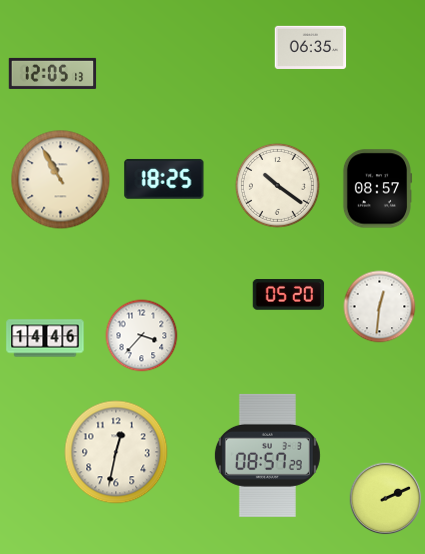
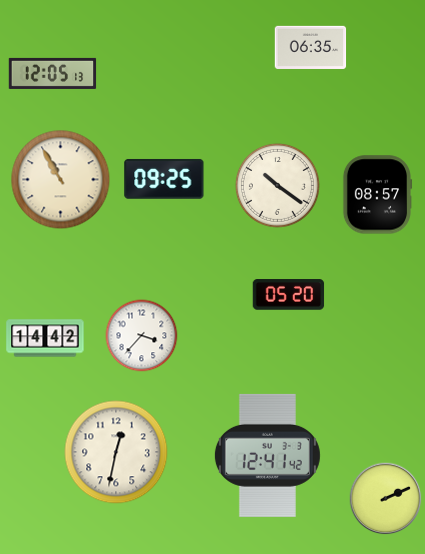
clock at (164, 179): 18:25 -> 09:25
clock at (377, 189) position: (377, 189) -> (377, 195)
clock at (380, 307): 12:31 -> none
clock at (45, 338): 14:46 -> 14:42
clock at (267, 455): 08:57 -> 12:41
